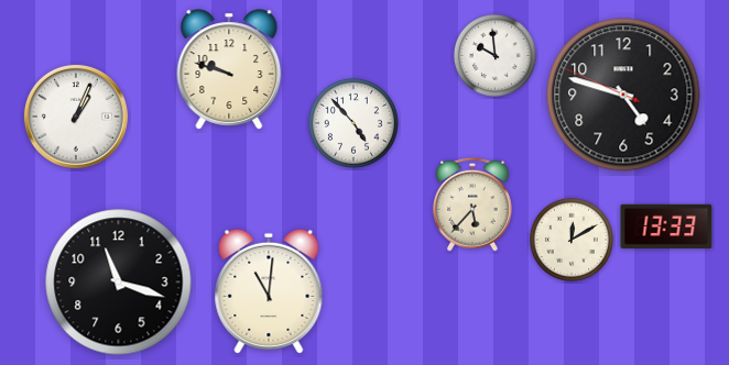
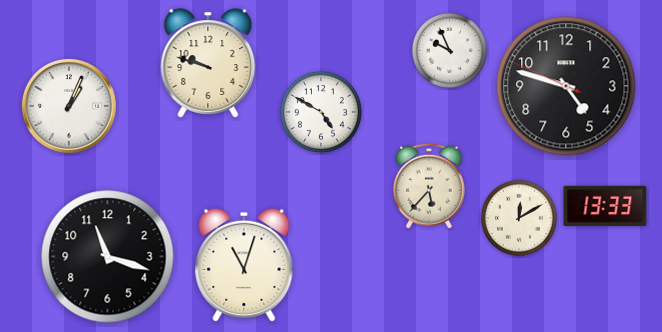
clock at (494, 55): 9:59 -> 9:56
clock at (353, 123): 4:53 -> 4:50
clock at (269, 291): 11:01 -> 11:03
